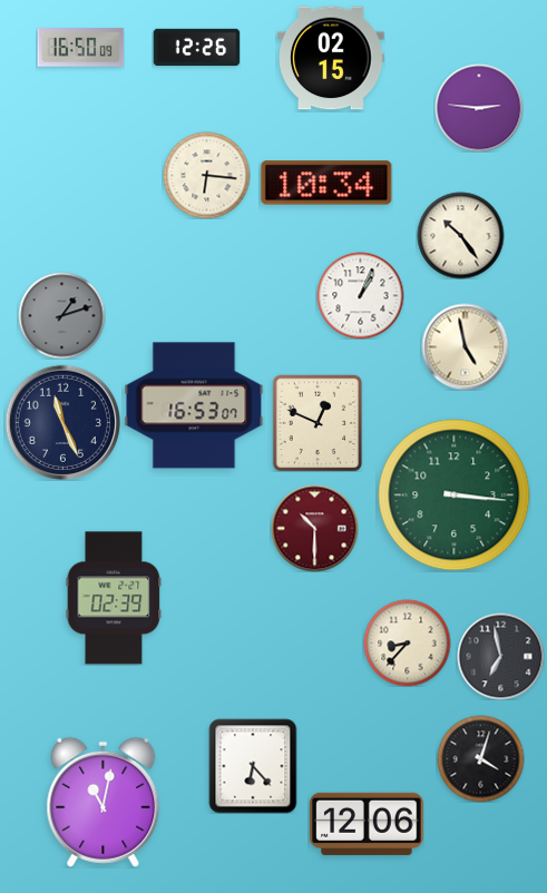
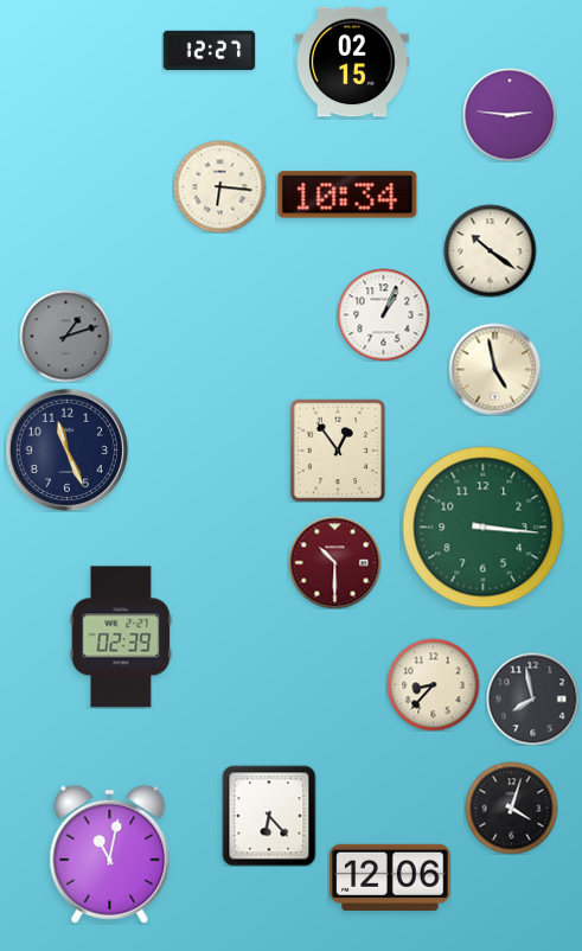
clock at (80, 48): 16:50 -> none
clock at (196, 48): 12:26 -> 12:27
clock at (460, 235): 10:24 -> 10:21
clock at (194, 405): 16:53 -> none
clock at (318, 423): 12:49 -> 12:54
clock at (500, 656): 6:58 -> 7:58
